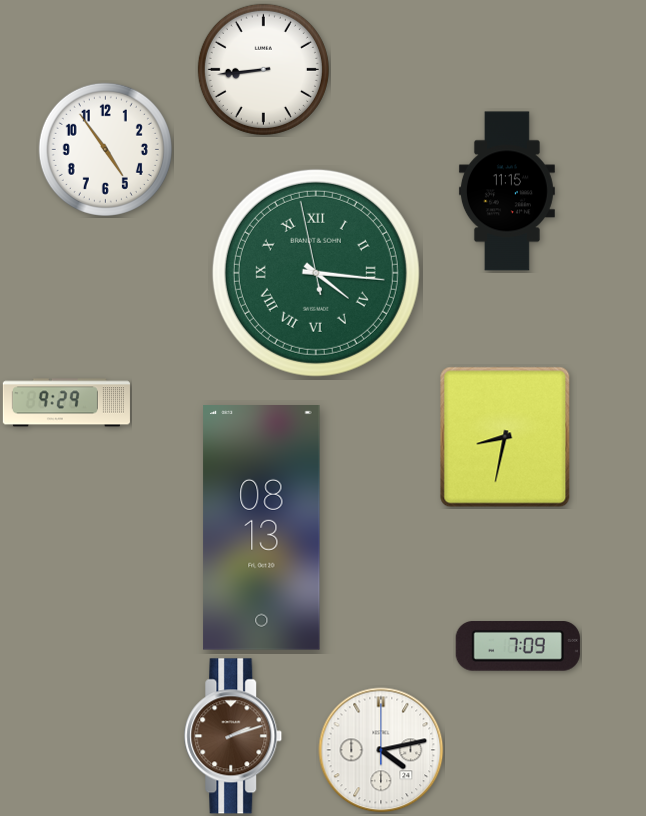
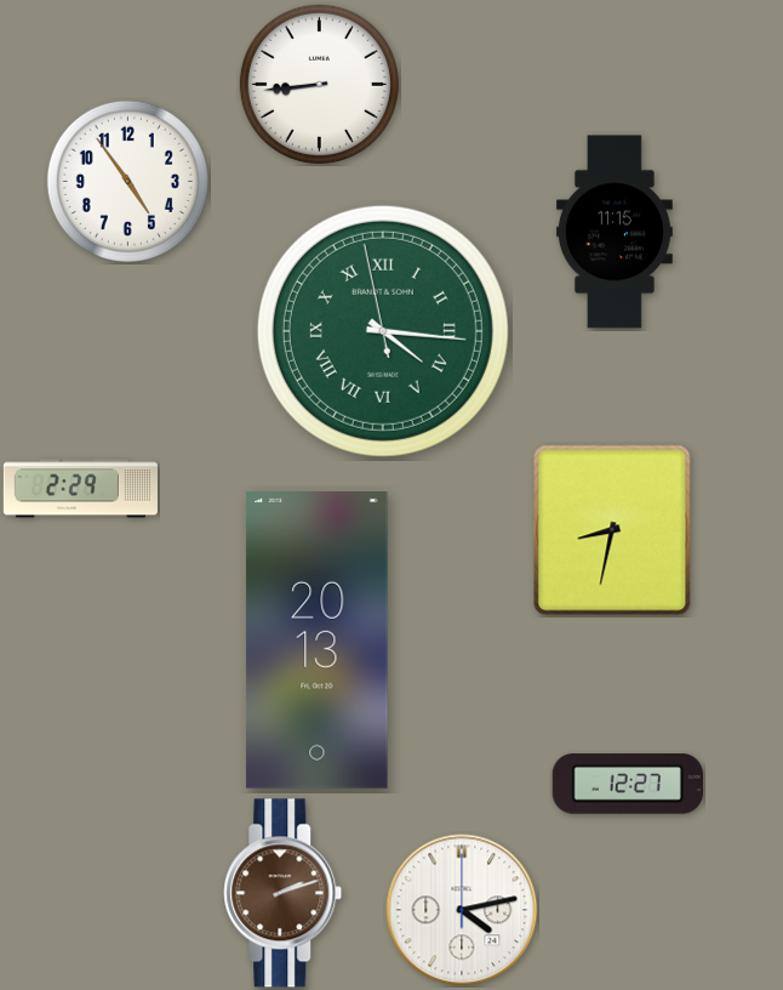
clock at (66, 403): 9:29 -> 2:29
clock at (262, 528): 08:13 -> 20:13
clock at (518, 647): 7:09 -> 12:27
